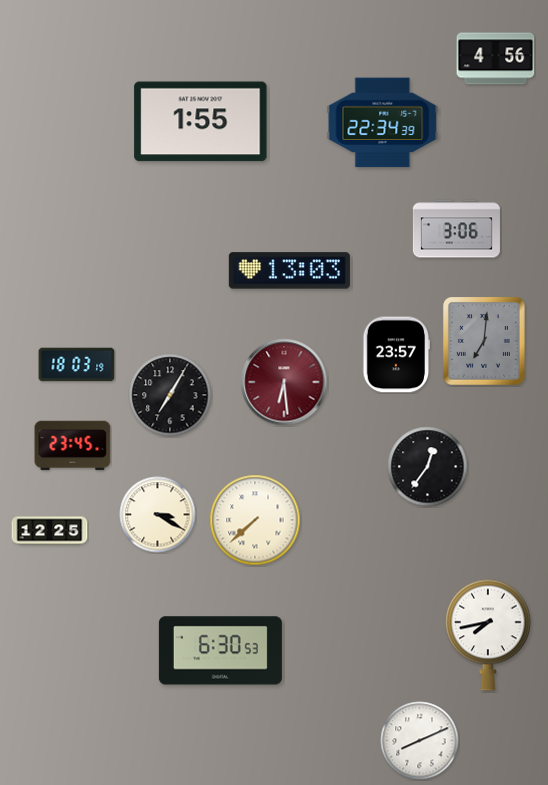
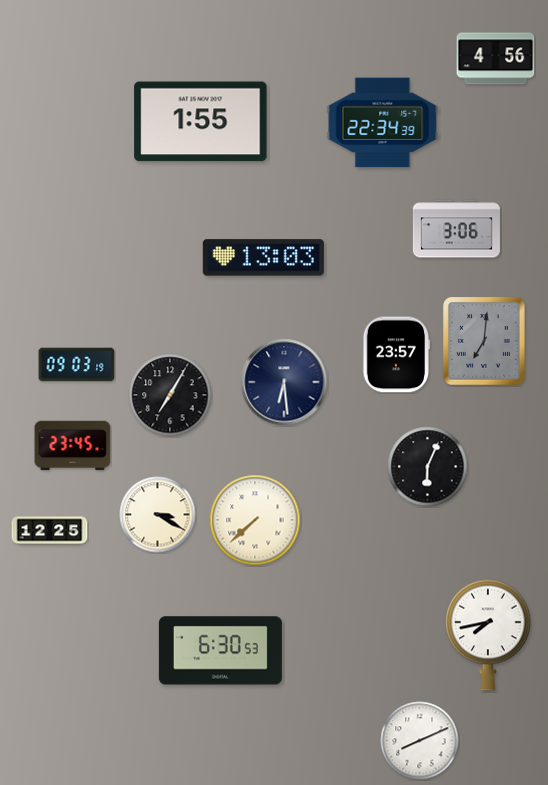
clock at (289, 271) position: (289, 271) -> (263, 258)
clock at (77, 365): 18:03 -> 09:03
clock at (284, 382) dial: burgundy -> navy
clock at (428, 467): 12:36 -> 6:04
